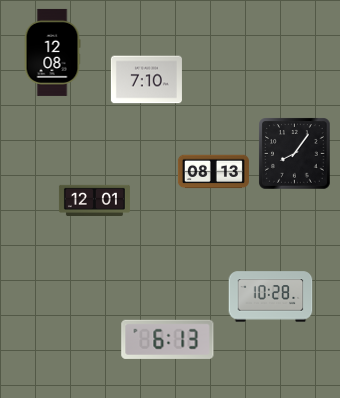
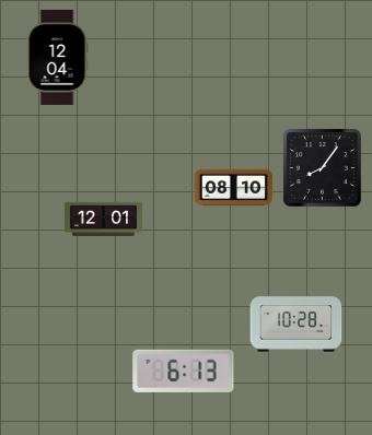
clock at (52, 52): 12:08 -> 12:04
clock at (146, 80): 7:10 -> none
clock at (213, 172): 08:13 -> 08:10
